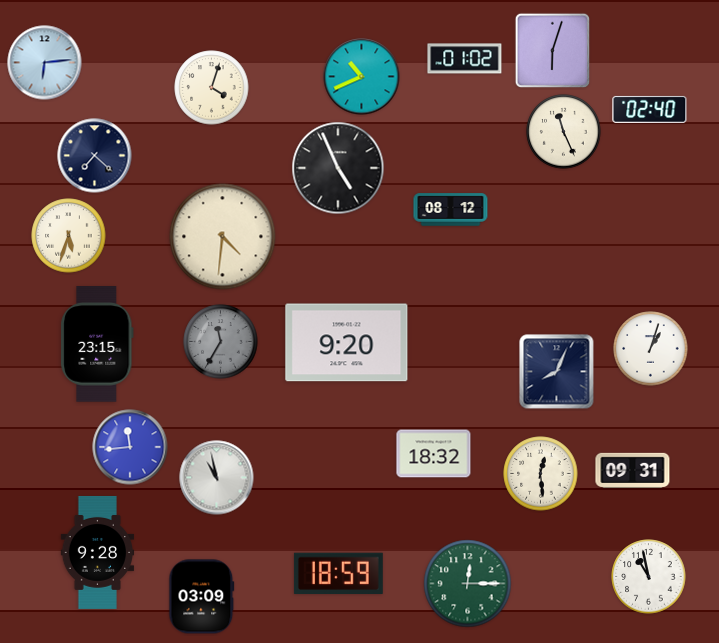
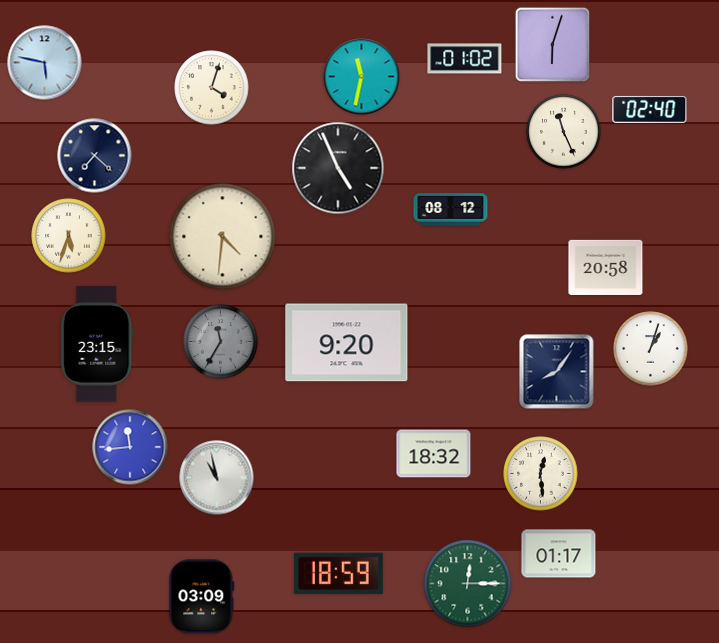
clock at (553, 51) position: (553, 51) -> (553, 45)
clock at (45, 63): 6:14 -> 5:47
clock at (362, 77): 10:41 -> 11:32
clock at (606, 267): none -> 20:58
clock at (557, 372): 8:04 -> 8:06
clock at (633, 470): 09:31 -> none
clock at (98, 552): 9:28 -> none
clock at (559, 554): none -> 01:17
clock at (649, 577): 10:58 -> none
